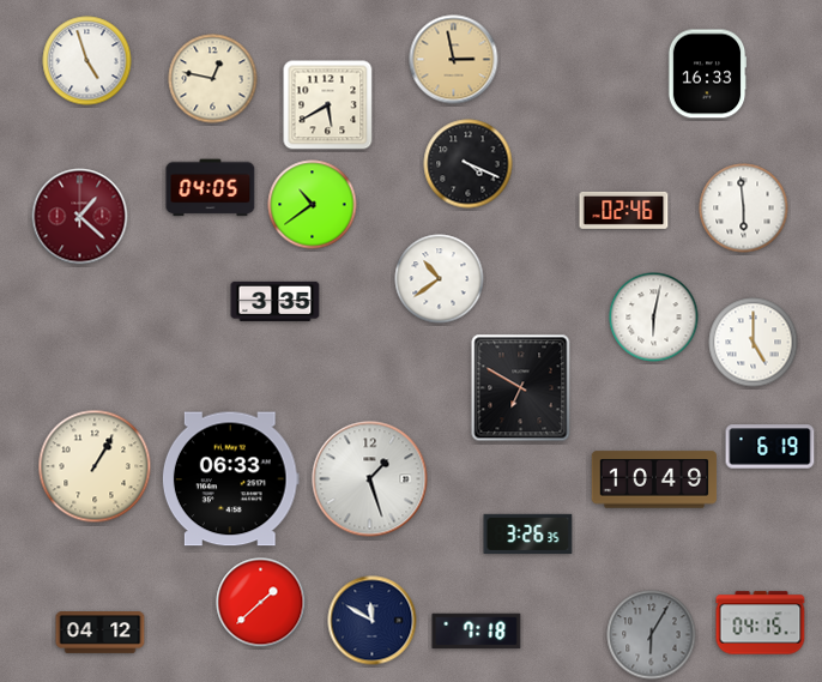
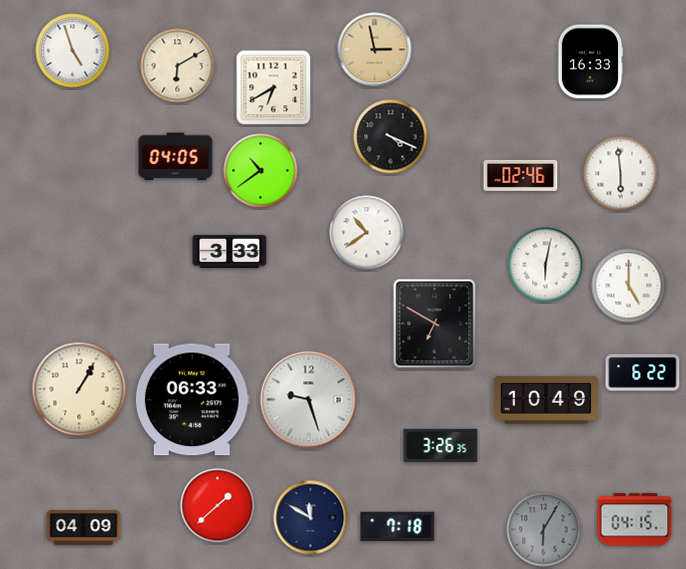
clock at (454, 60) position: (454, 60) -> (375, 50)
clock at (213, 79): 12:47 -> 6:10
clock at (328, 105): 5:40 -> 6:40
clock at (80, 217): 1:22 -> none
clock at (276, 301): 3:35 -> 3:33
clock at (770, 447): 6:19 -> 6:22
clock at (370, 479): 1:27 -> 9:27
clock at (261, 603) position: (261, 603) -> (218, 506)
clock at (101, 633): 04:12 -> 04:09
